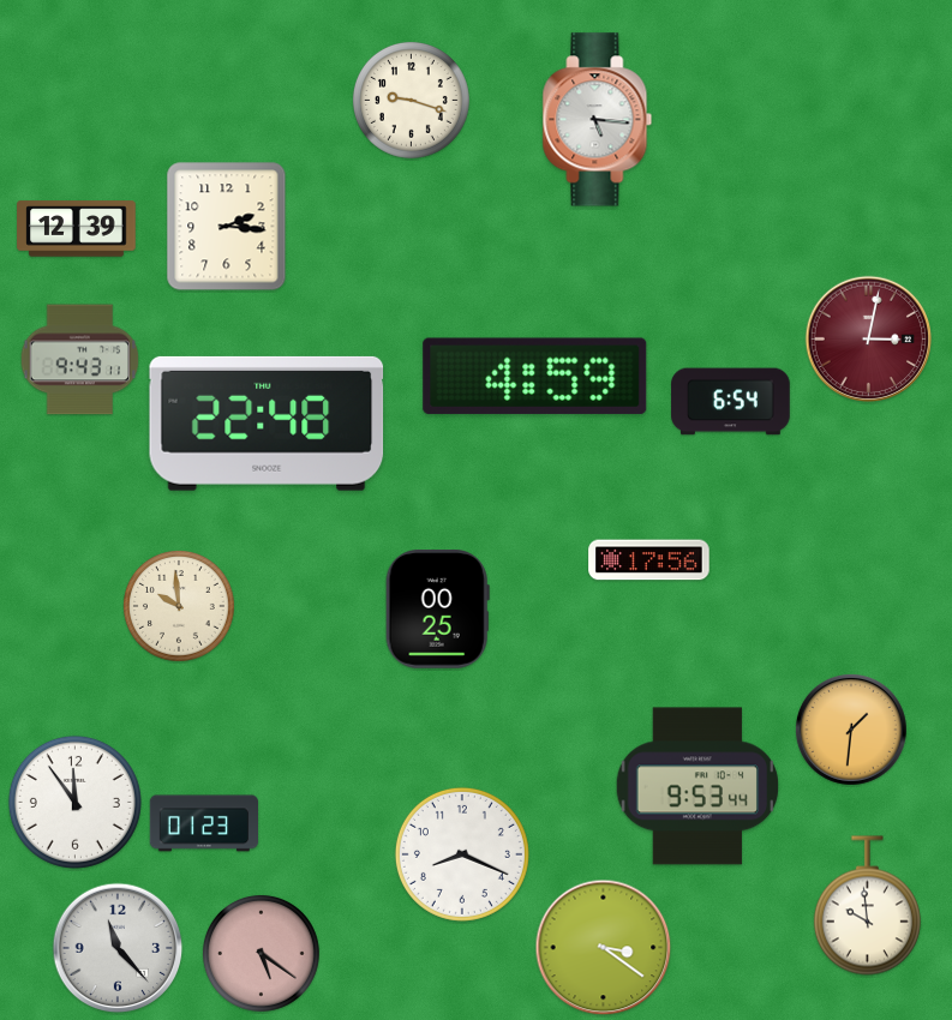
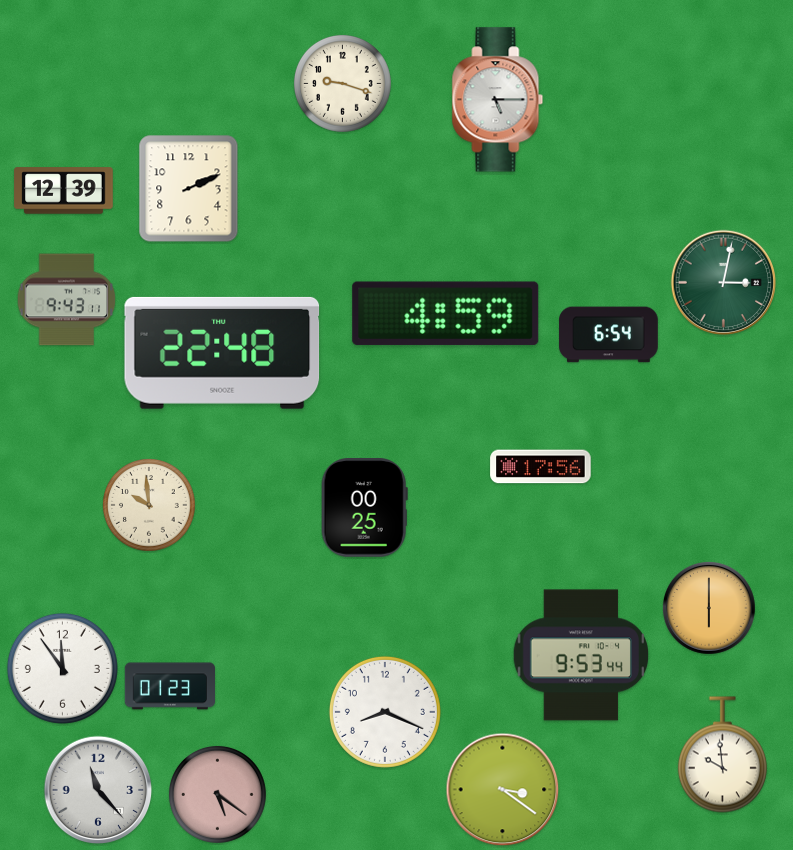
clock at (598, 120): 5:16 -> 5:15
clock at (227, 227): 2:16 -> 2:11
clock at (869, 340) dial: burgundy -> green
clock at (851, 730): 1:31 -> 6:00
